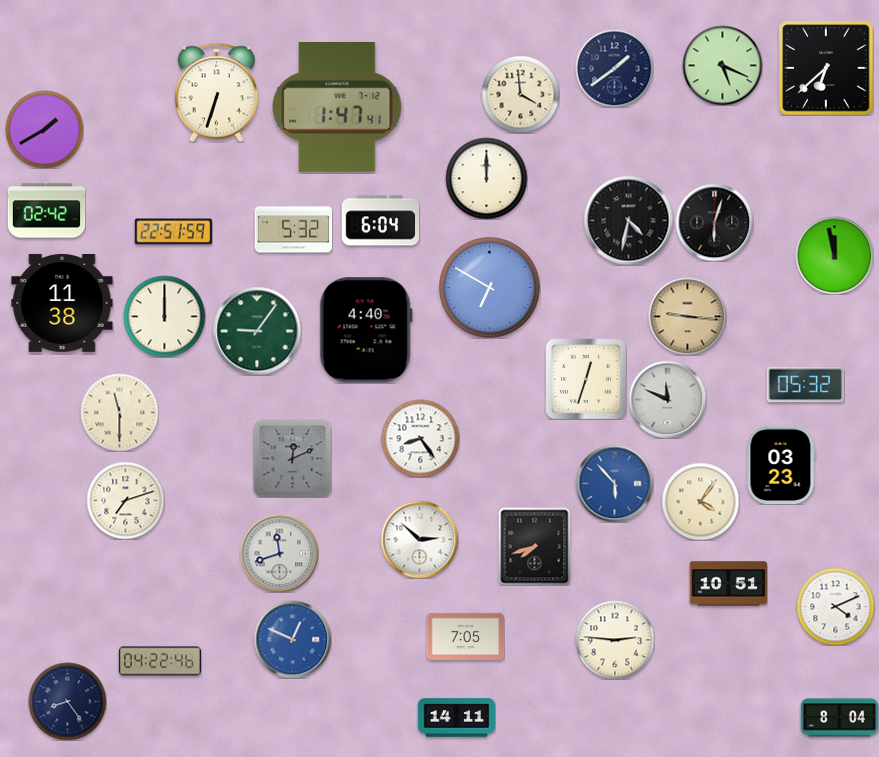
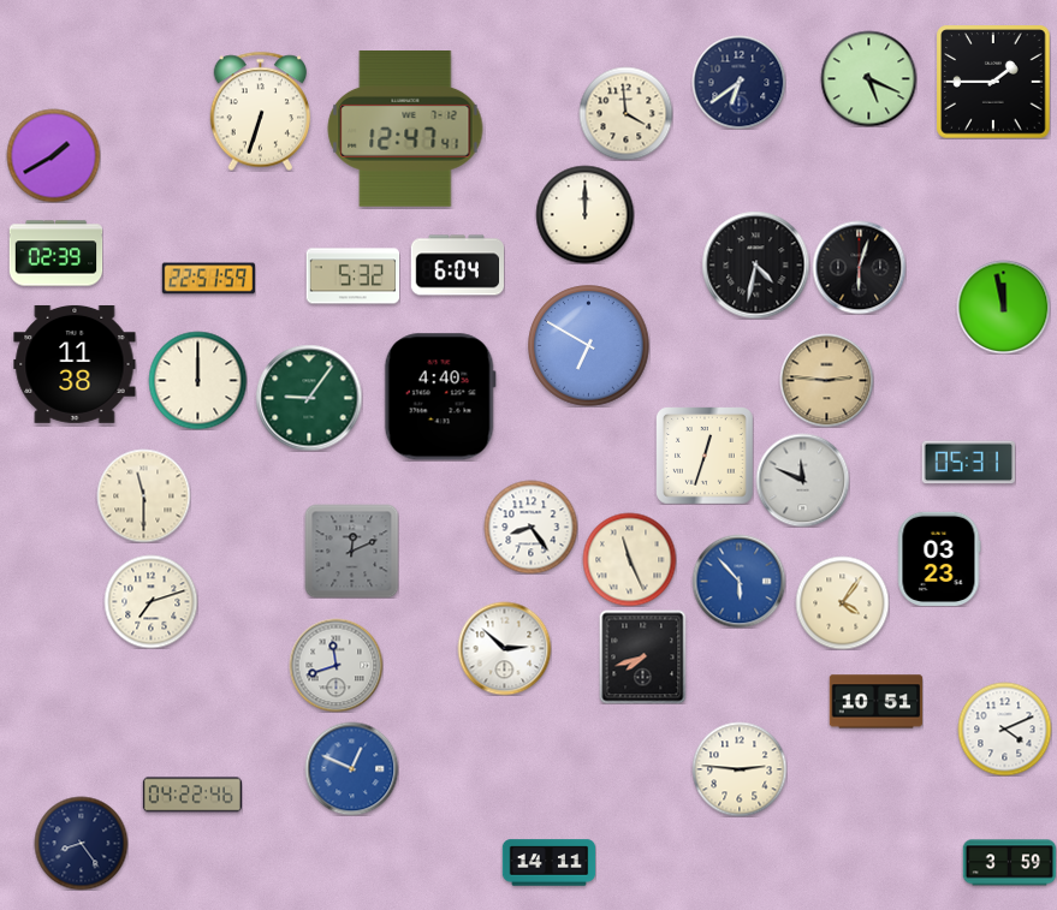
clock at (614, 68): 1:39 -> 6:39
clock at (826, 68): 6:38 -> 1:45
clock at (337, 108): 1:47 -> 12:47
clock at (46, 211): 02:42 -> 02:39
clock at (687, 316): 9:16 -> 2:46
clock at (805, 385): 05:32 -> 05:31
clock at (420, 438) position: (420, 438) -> (530, 527)
clock at (629, 559): none -> 11:26
clock at (465, 636): 7:05 -> none
clock at (839, 718): 8:04 -> 3:59
